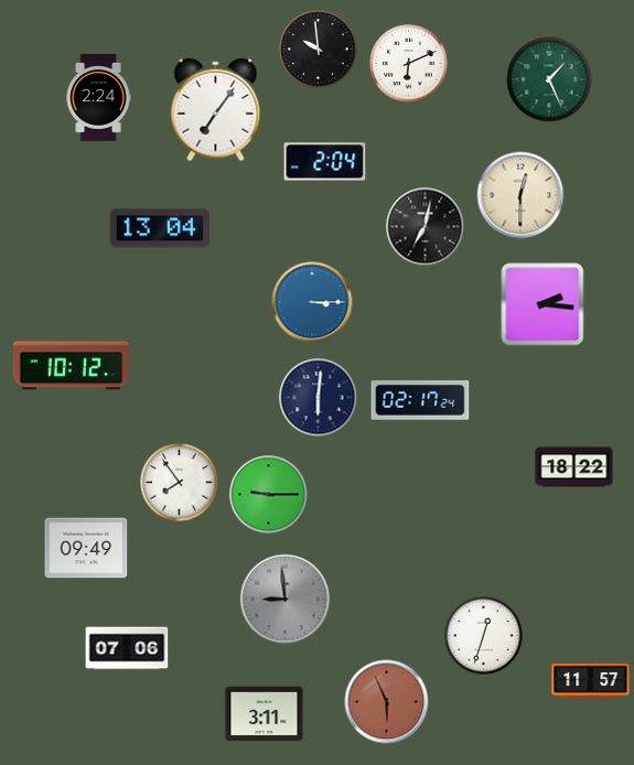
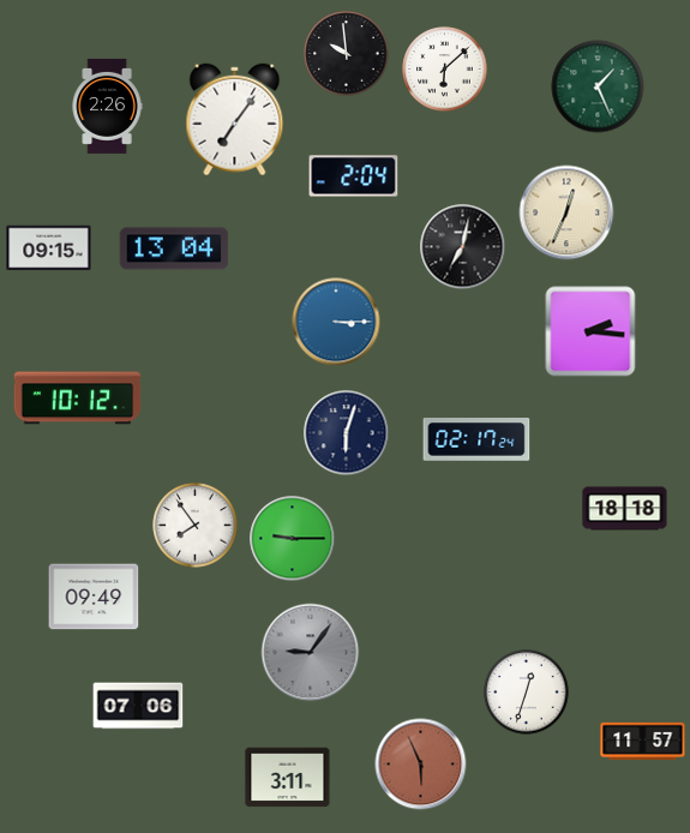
clock at (409, 64): 6:11 -> 6:08
clock at (98, 97): 2:24 -> 2:26
clock at (520, 195): 12:30 -> 12:34
clock at (49, 248): none -> 09:15
clock at (312, 302) position: (312, 302) -> (336, 322)
clock at (319, 398): 6:01 -> 6:03
clock at (420, 400) position: (420, 400) -> (476, 439)
clock at (574, 467): 18:22 -> 18:18
clock at (286, 600): 8:59 -> 9:06
